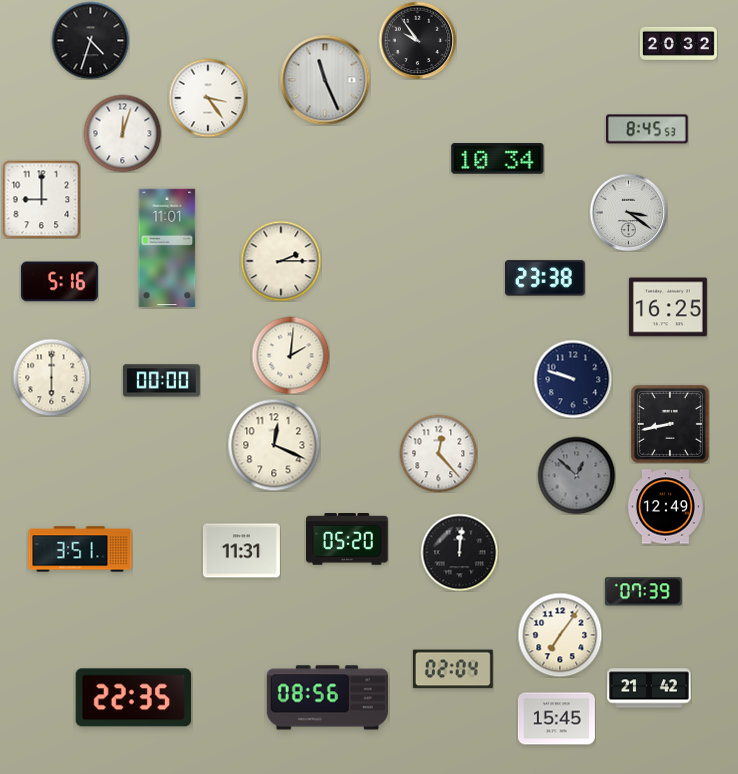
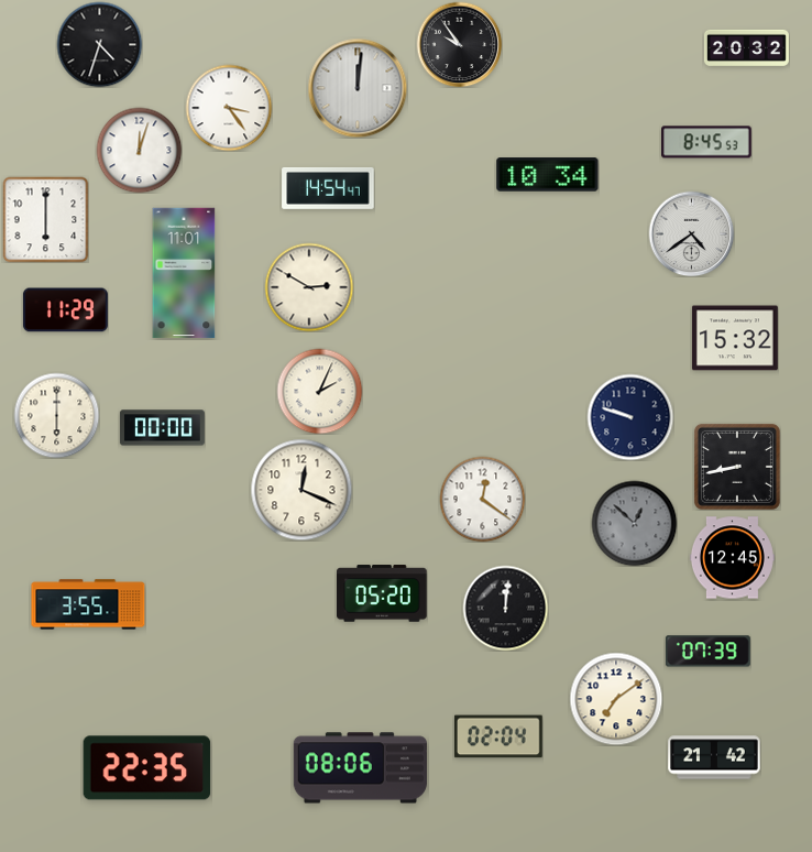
clock at (325, 80): 11:26 -> 12:01
clock at (647, 129) position: (647, 129) -> (706, 142)
clock at (122, 133) position: (122, 133) -> (139, 150)
clock at (328, 188): none -> 14:54
clock at (41, 199): 9:00 -> 6:00
clock at (628, 212): 3:21 -> 4:39
clock at (281, 261): 2:15 -> 2:50
clock at (545, 278): 23:38 -> none
clock at (59, 282): 5:16 -> 11:29
clock at (668, 307): 16:25 -> 15:32
clock at (290, 355): 2:01 -> 2:04
clock at (161, 381) position: (161, 381) -> (162, 428)
clock at (438, 453): 12:23 -> 12:21
clock at (665, 507): 12:49 -> 12:45
clock at (80, 549): 3:51 -> 3:55
clock at (241, 551): 11:31 -> none
clock at (560, 635): 7:06 -> 7:09
clock at (327, 698): 08:56 -> 08:06
clock at (556, 719): 15:45 -> none
